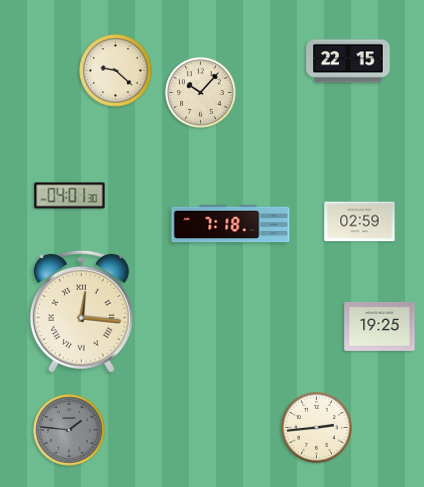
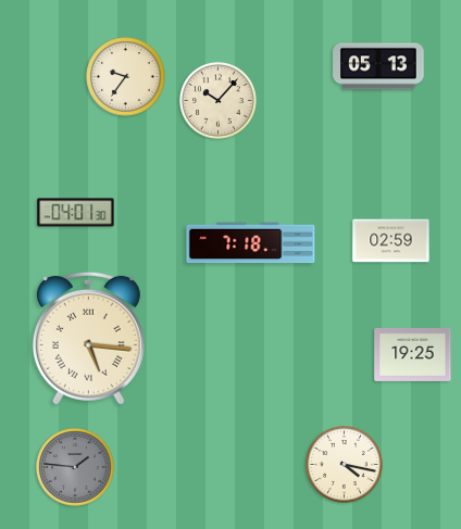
clock at (348, 61): 22:15 -> 05:13
clock at (116, 71): 9:22 -> 9:36
clock at (81, 311): 12:16 -> 5:16
clock at (317, 428): 2:44 -> 4:17
